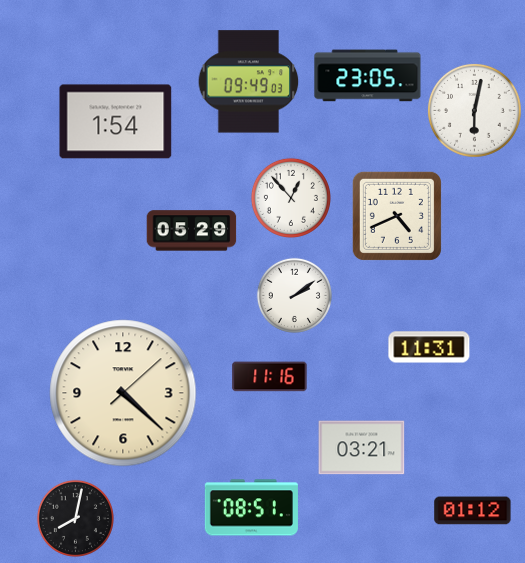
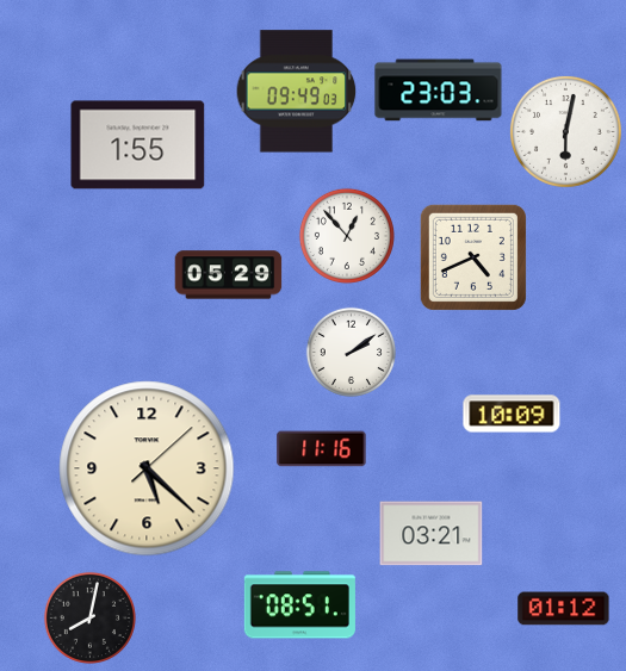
clock at (368, 76): 23:05 -> 23:03
clock at (249, 82) position: (249, 82) -> (297, 92)
clock at (116, 122): 1:54 -> 1:55
clock at (429, 347): 11:31 -> 10:09
clock at (123, 393): 4:22 -> 5:22
